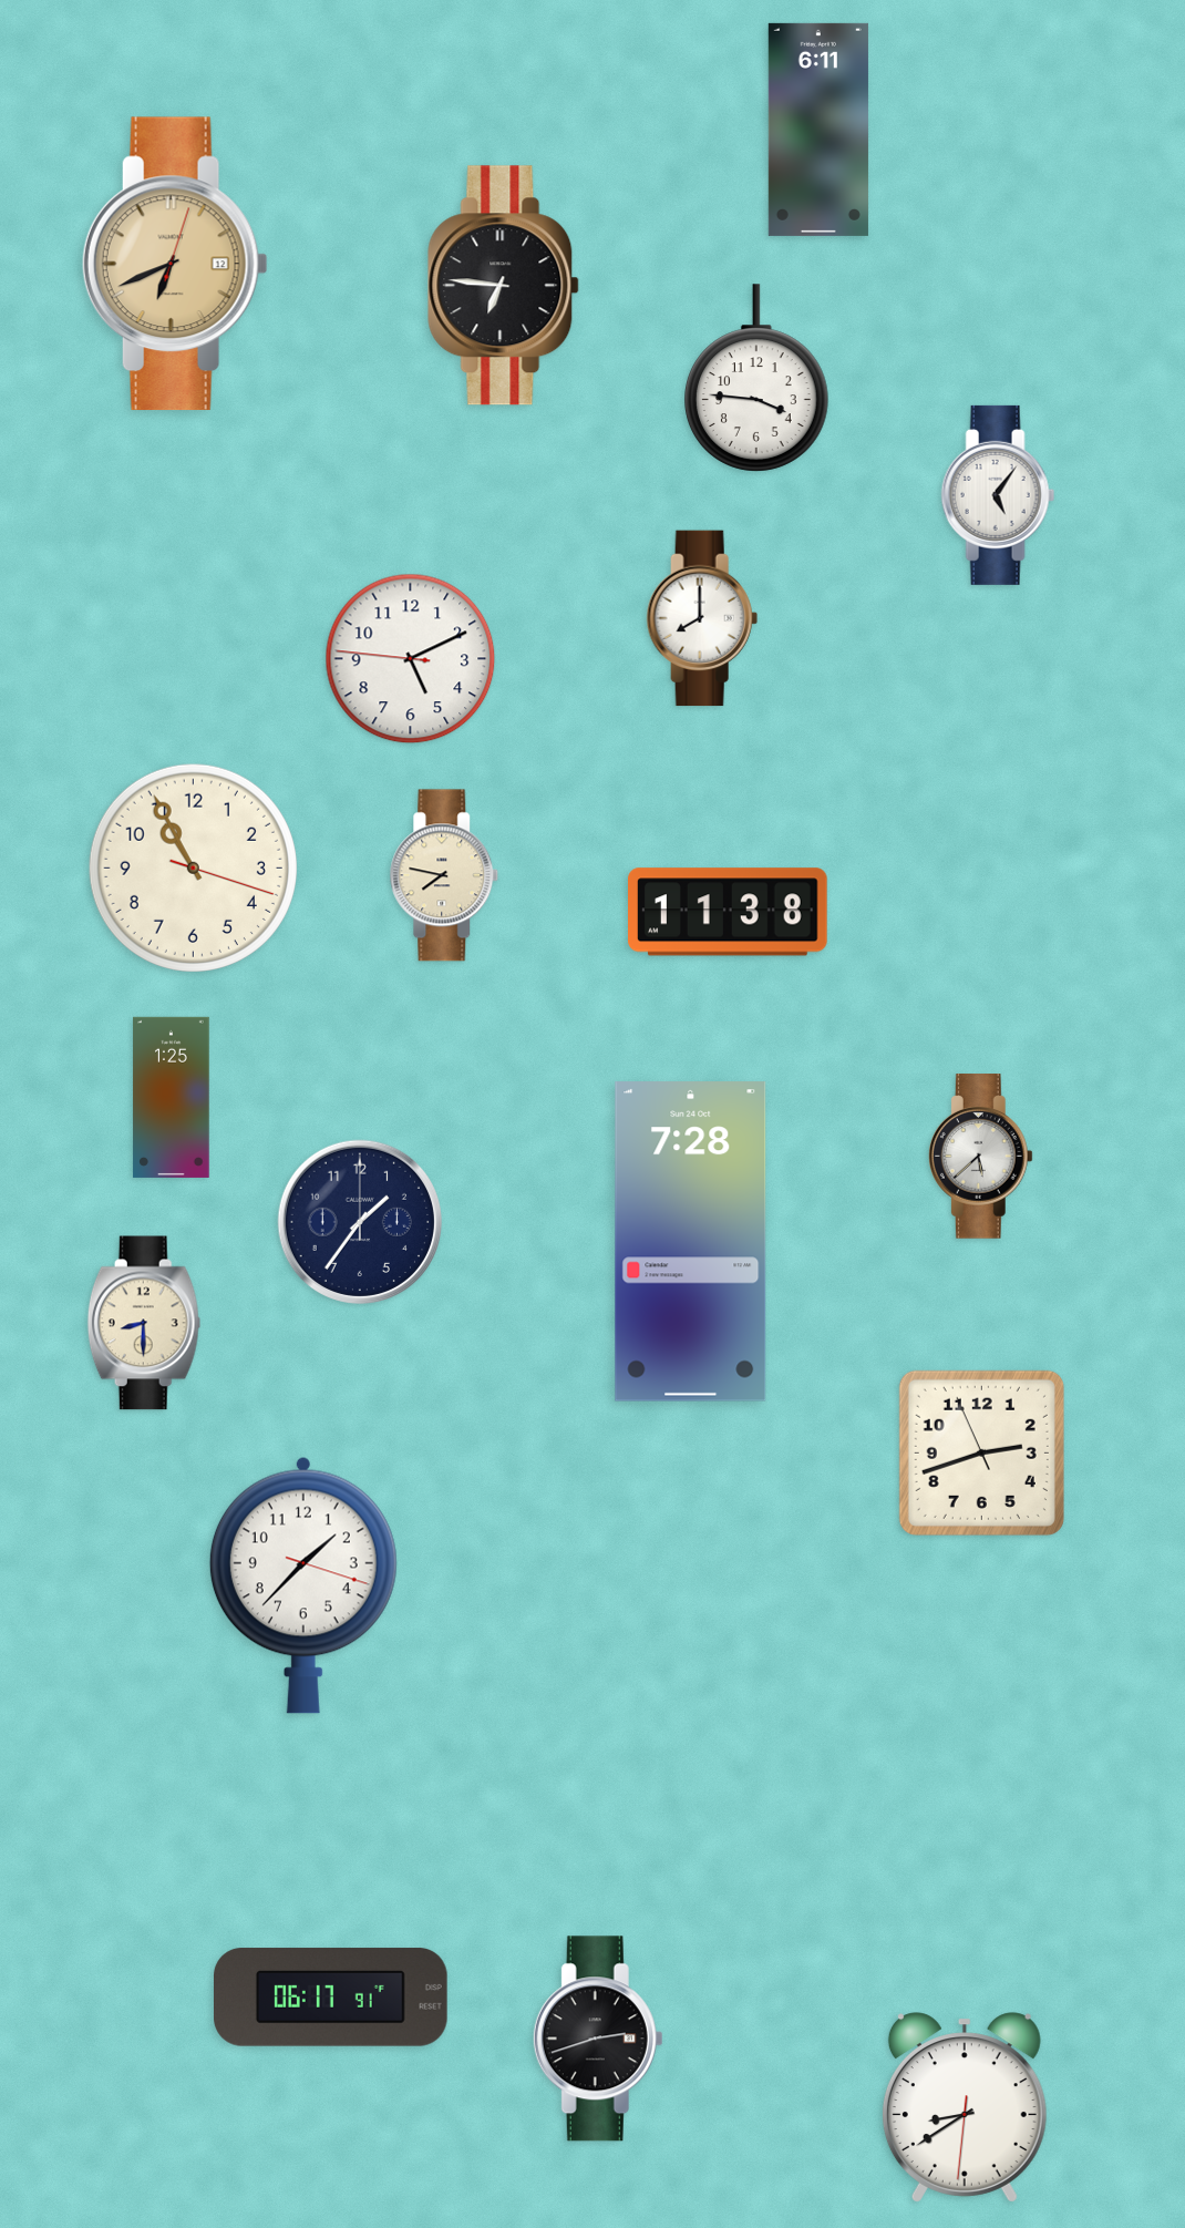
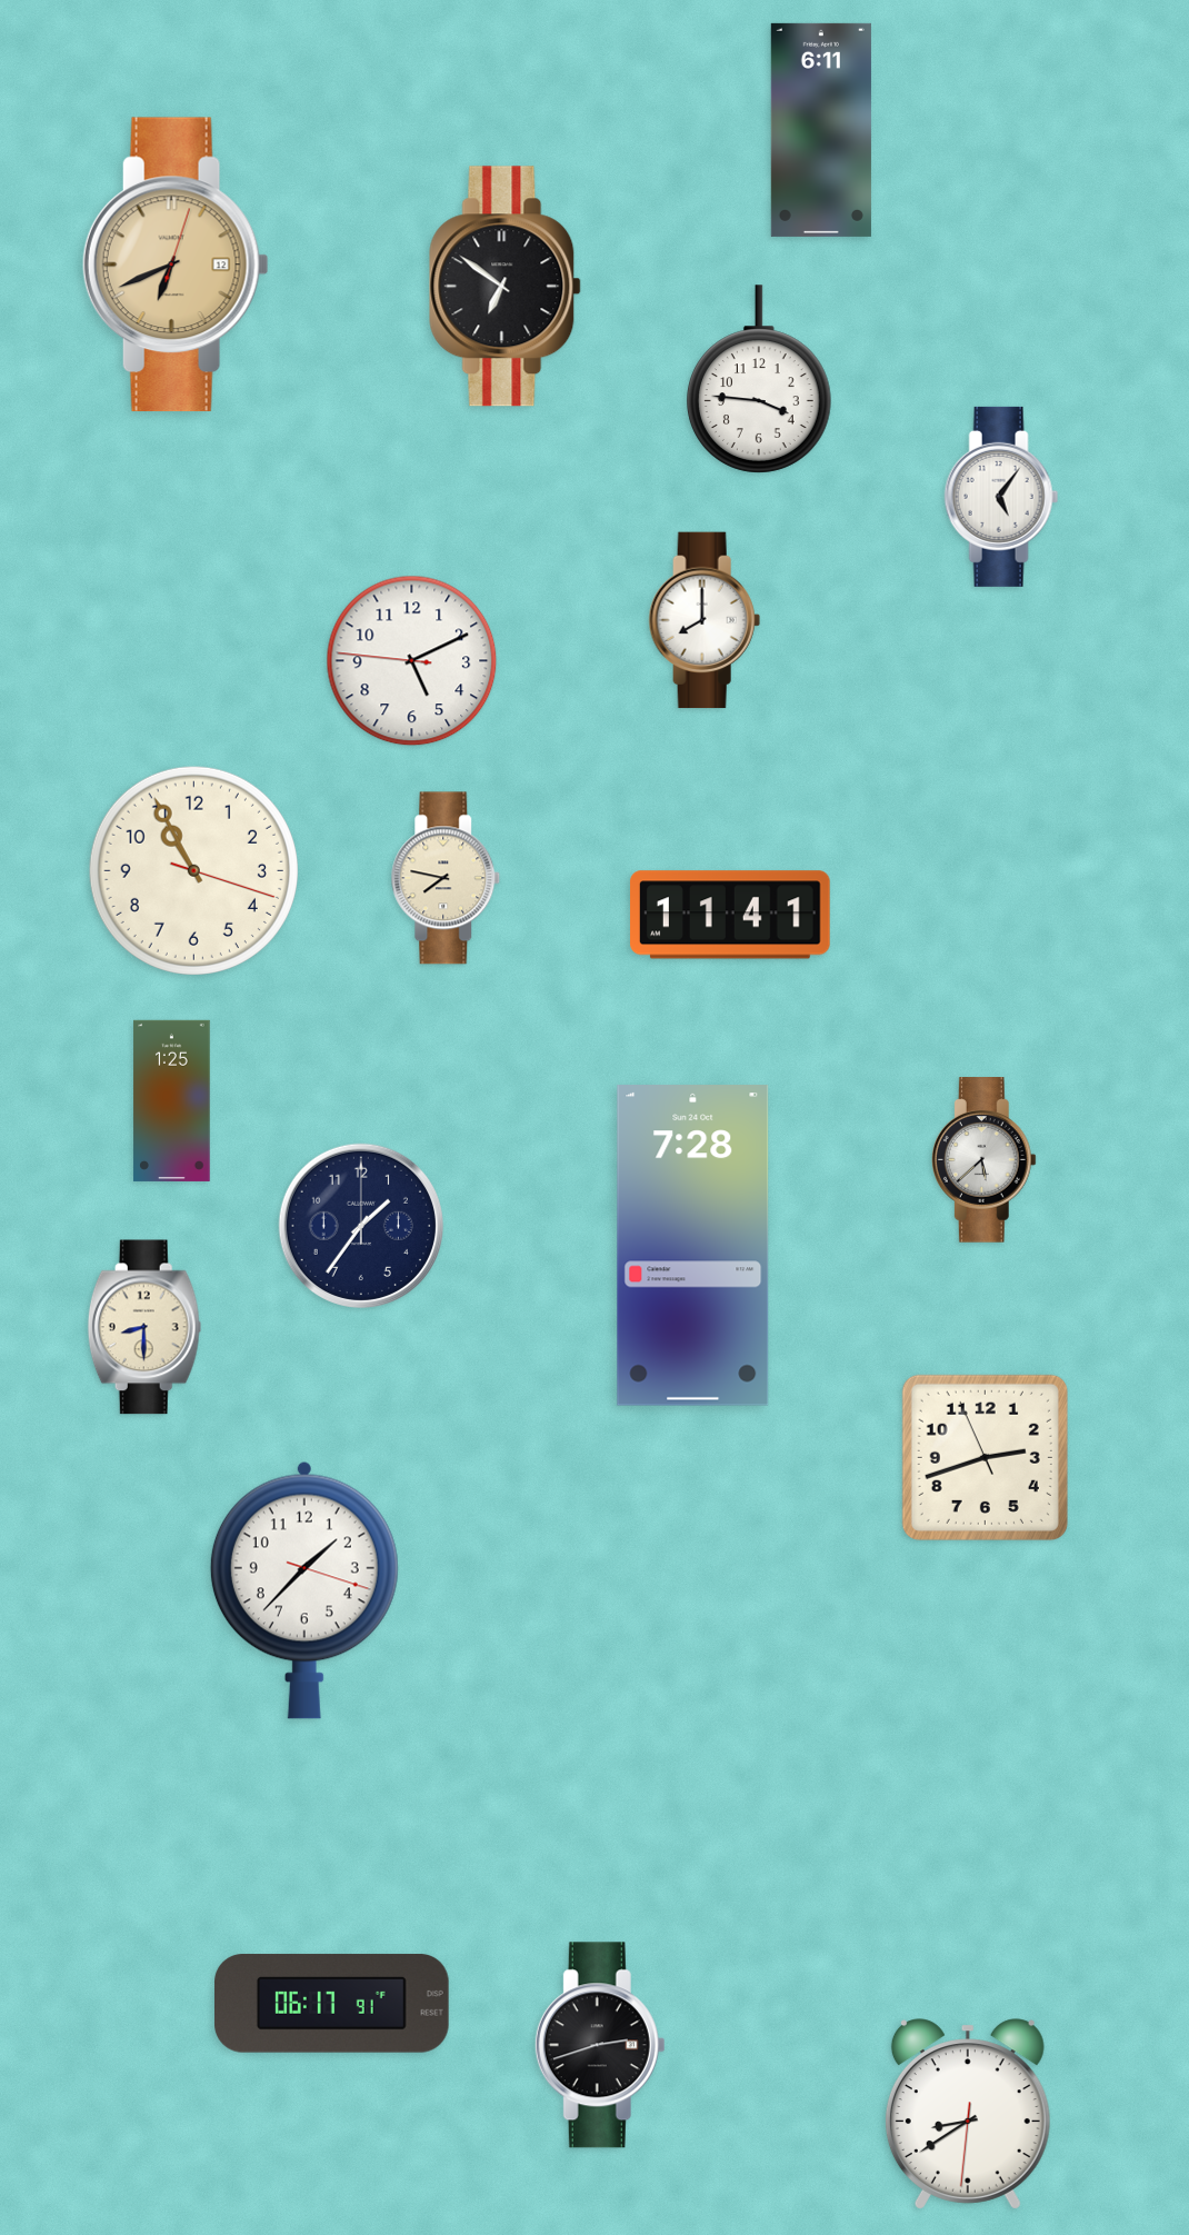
clock at (504, 286): 6:46 -> 6:51
clock at (729, 912): 11:38 -> 11:41
